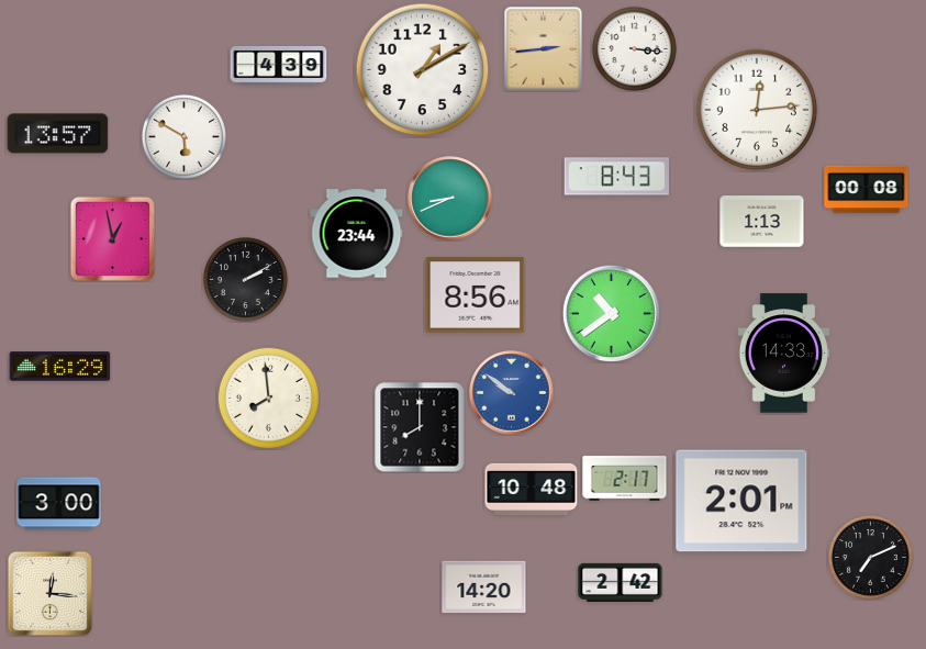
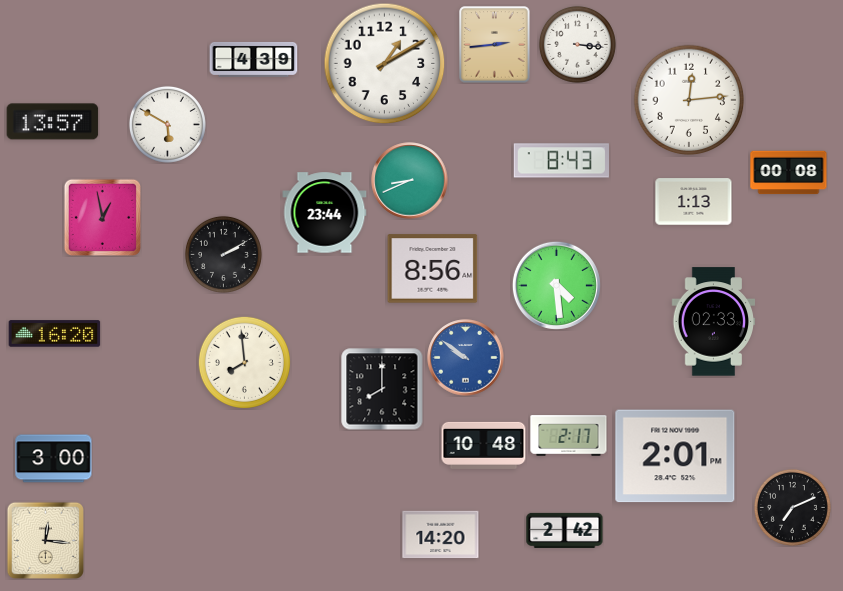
clock at (611, 313): 10:39 -> 4:29
clock at (784, 354): 14:33 -> 02:33
clock at (60, 367): 16:29 -> 16:20
